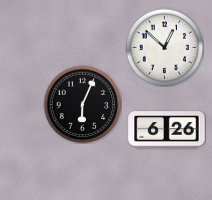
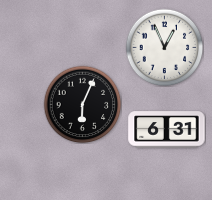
clock at (164, 47): 12:52 -> 12:56
clock at (167, 130): 6:26 -> 6:31
